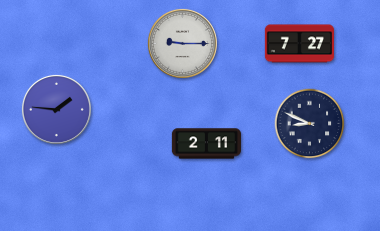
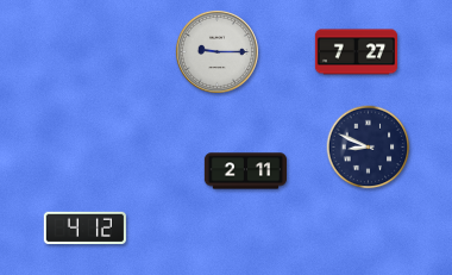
clock at (56, 109): 1:46 -> none
clock at (84, 227): none -> 4:12
